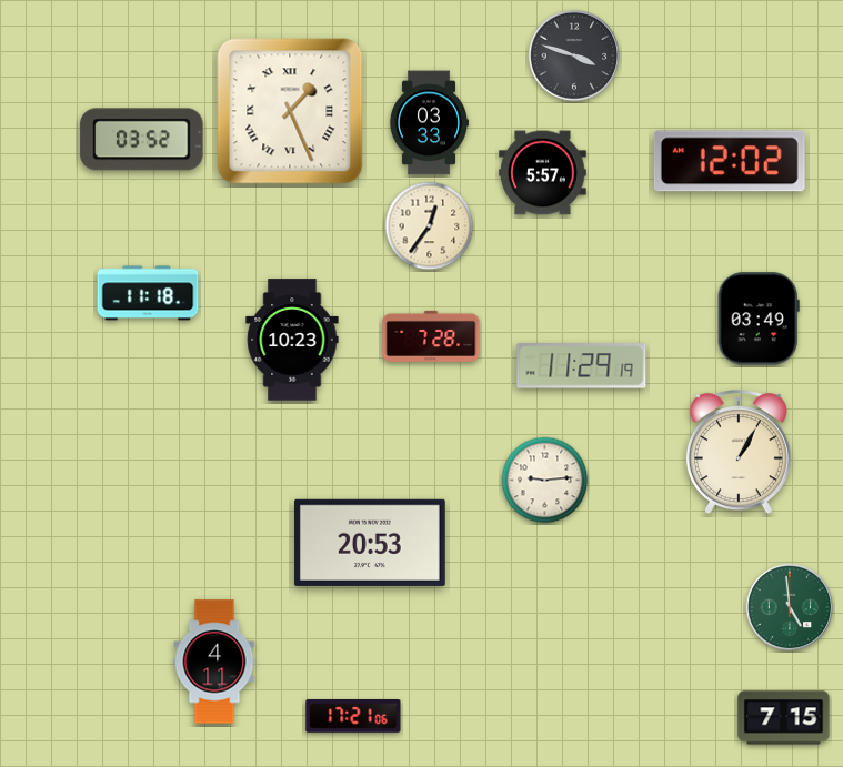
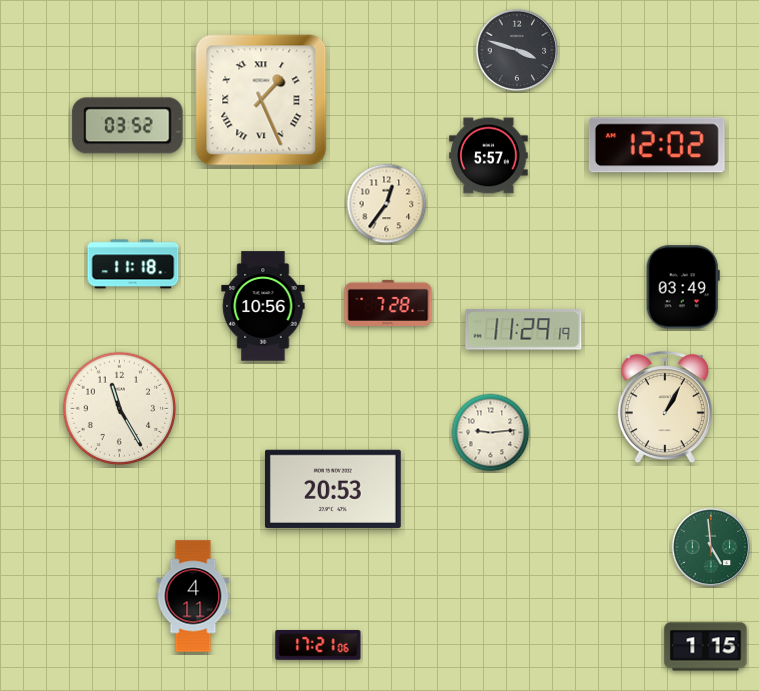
clock at (429, 123): 03:33 -> none
clock at (292, 340): 10:23 -> 10:56
clock at (120, 409): none -> 11:25
clock at (784, 718): 7:15 -> 1:15
